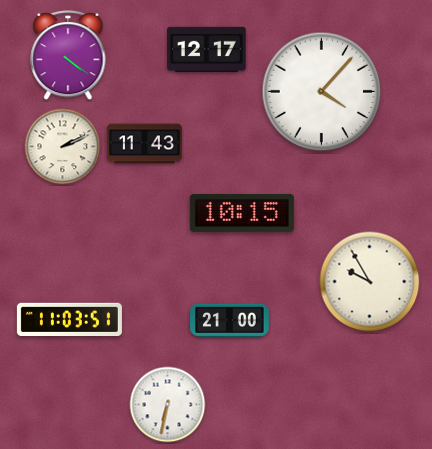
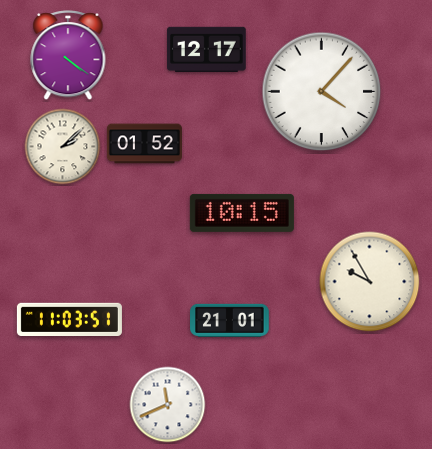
clock at (144, 144): 11:43 -> 01:52
clock at (63, 147): 2:11 -> 2:08
clock at (230, 320): 21:00 -> 21:01
clock at (168, 405): 6:32 -> 11:41
